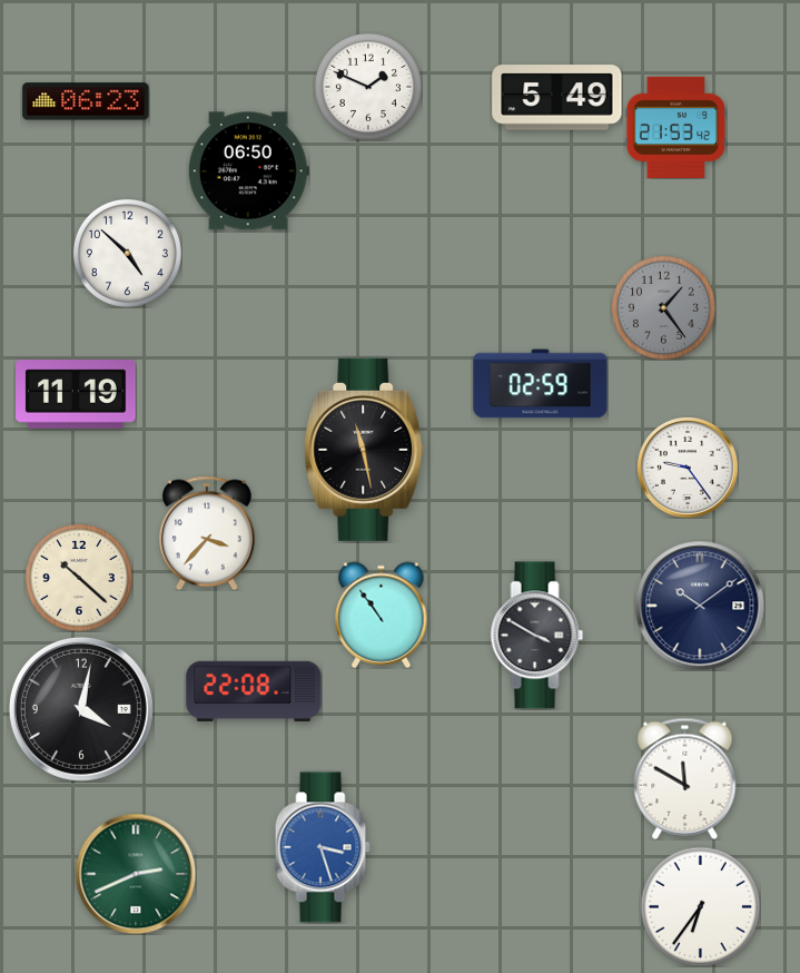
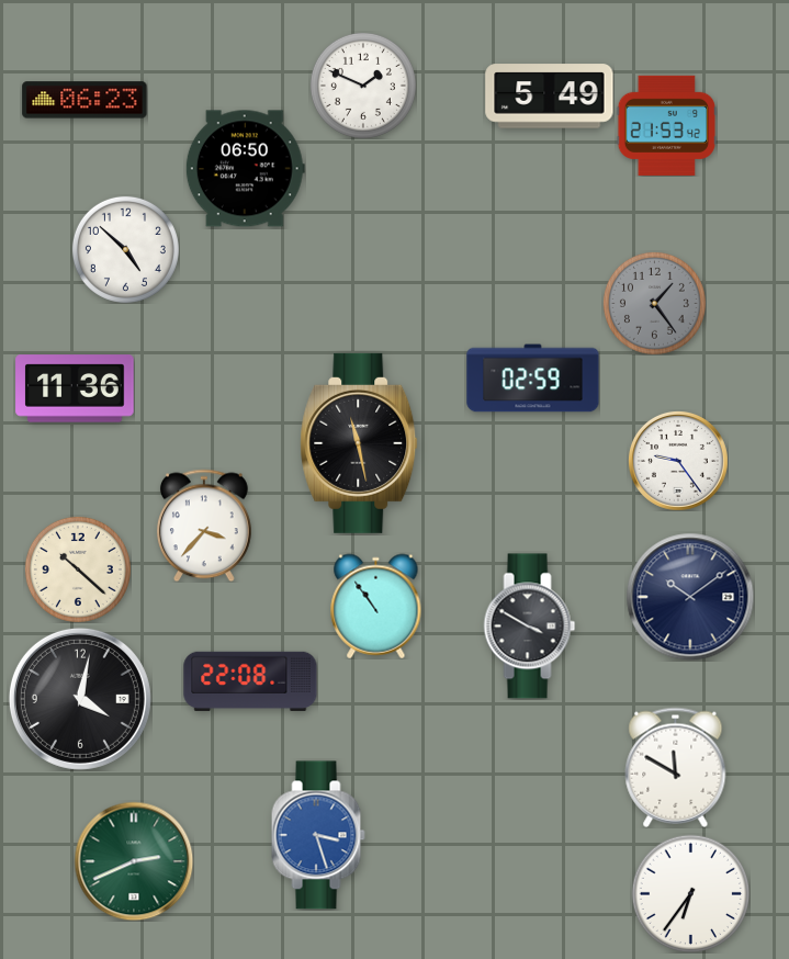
clock at (76, 394): 11:19 -> 11:36
